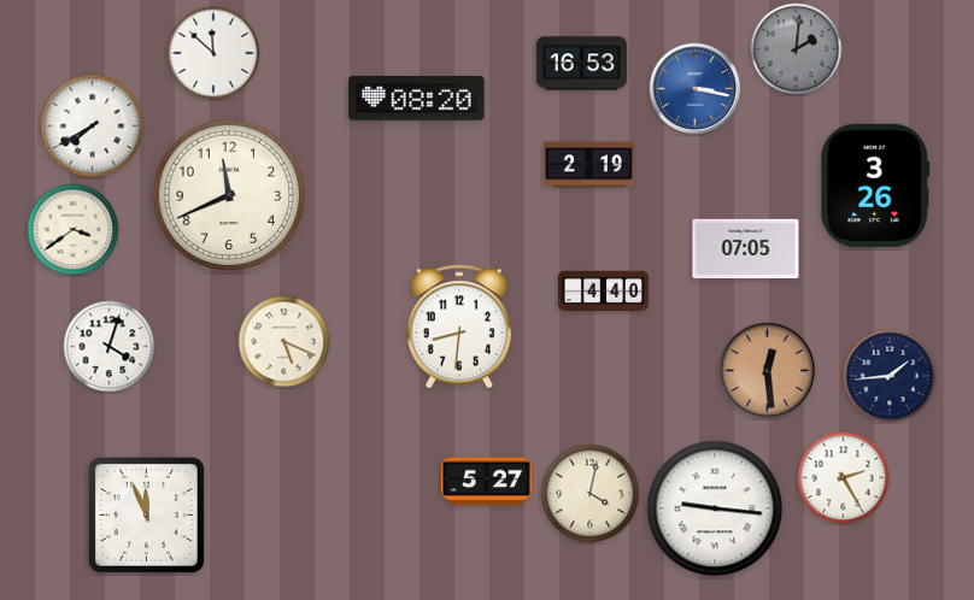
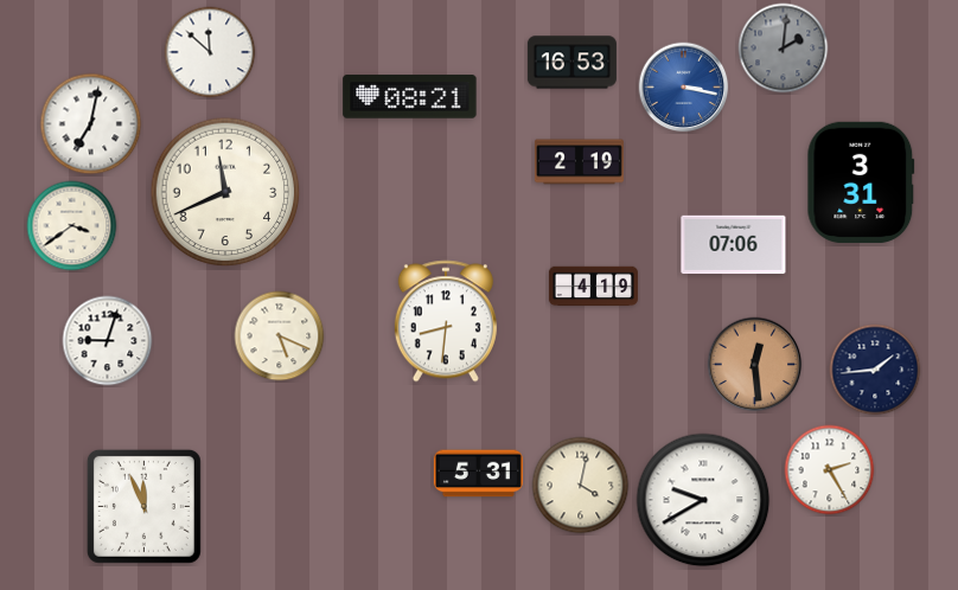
clock at (417, 99): 08:20 -> 08:21
clock at (93, 127): 7:40 -> 7:02
clock at (875, 186): 3:26 -> 3:31
clock at (746, 249): 07:05 -> 07:06
clock at (603, 292): 4:40 -> 4:19
clock at (459, 327) position: (459, 327) -> (446, 321)
clock at (110, 347): 4:03 -> 9:03
clock at (486, 482): 5:27 -> 5:31
clock at (715, 508): 9:16 -> 9:40
